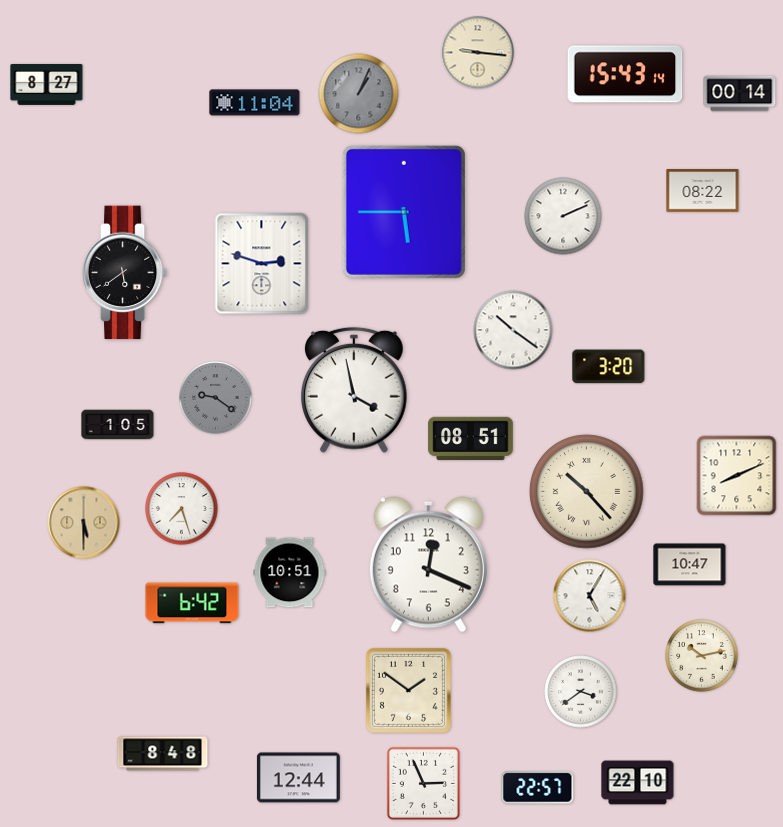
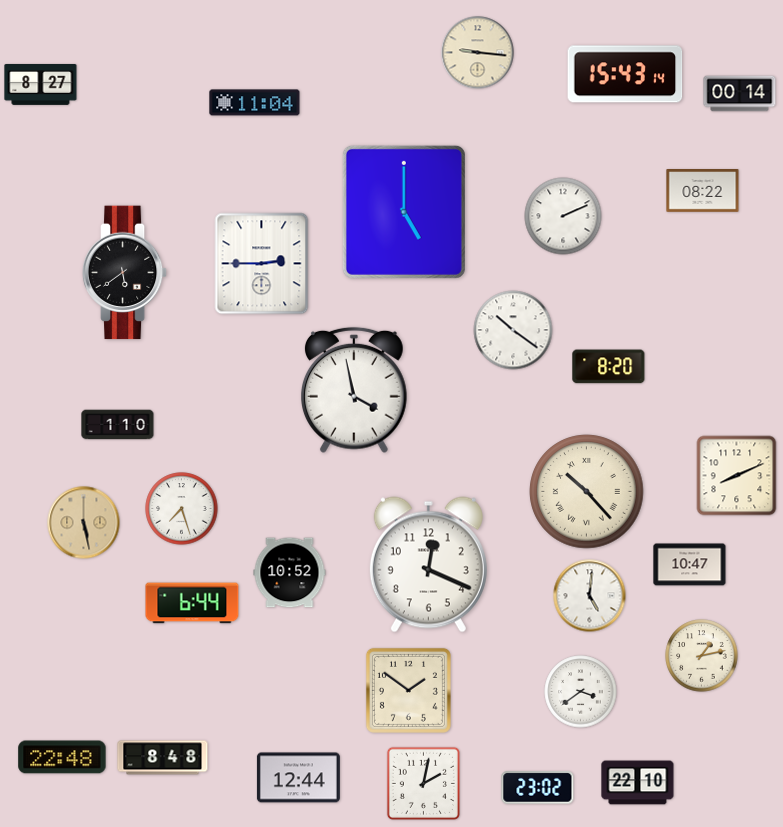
clock at (47, 84) position: (47, 84) -> (41, 84)
clock at (359, 94): 1:04 -> none
clock at (404, 212): 5:45 -> 5:00
clock at (262, 264): 2:48 -> 2:45
clock at (609, 367): 3:20 -> 8:20
clock at (216, 398): 9:21 -> none
clock at (118, 425): 1:05 -> 1:10
clock at (471, 439): 08:51 -> none
clock at (84, 523): 5:30 -> 5:28
clock at (290, 573): 10:51 -> 10:52
clock at (590, 596): 5:05 -> 5:01
clock at (192, 603): 6:42 -> 6:44
clock at (702, 656): 10:13 -> 1:13
clock at (163, 754) position: (163, 754) -> (163, 758)
clock at (62, 757): none -> 22:48
clock at (423, 783): 2:56 -> 2:02
clock at (538, 788): 22:57 -> 23:02
